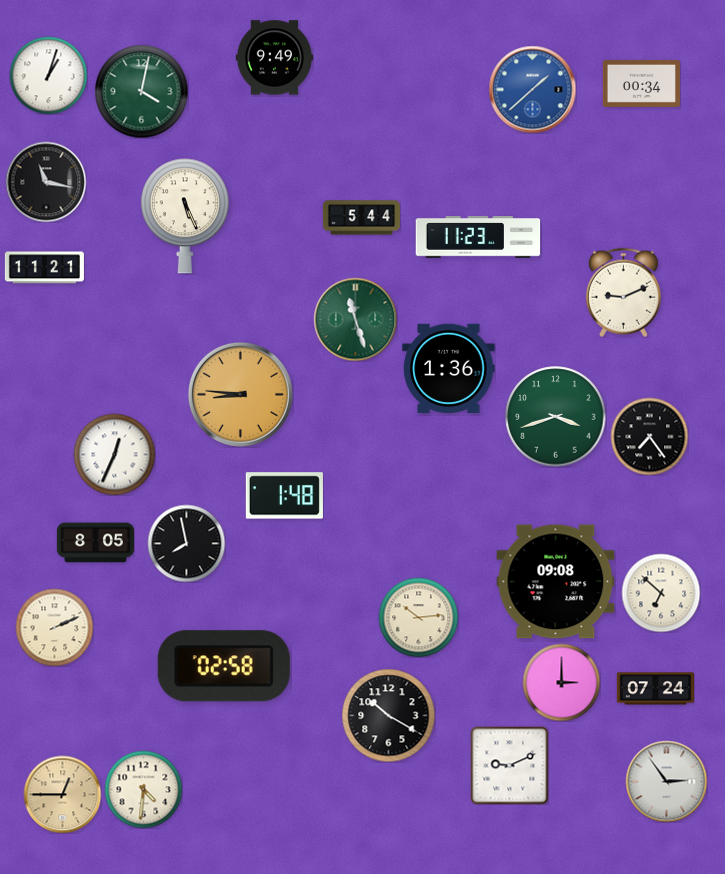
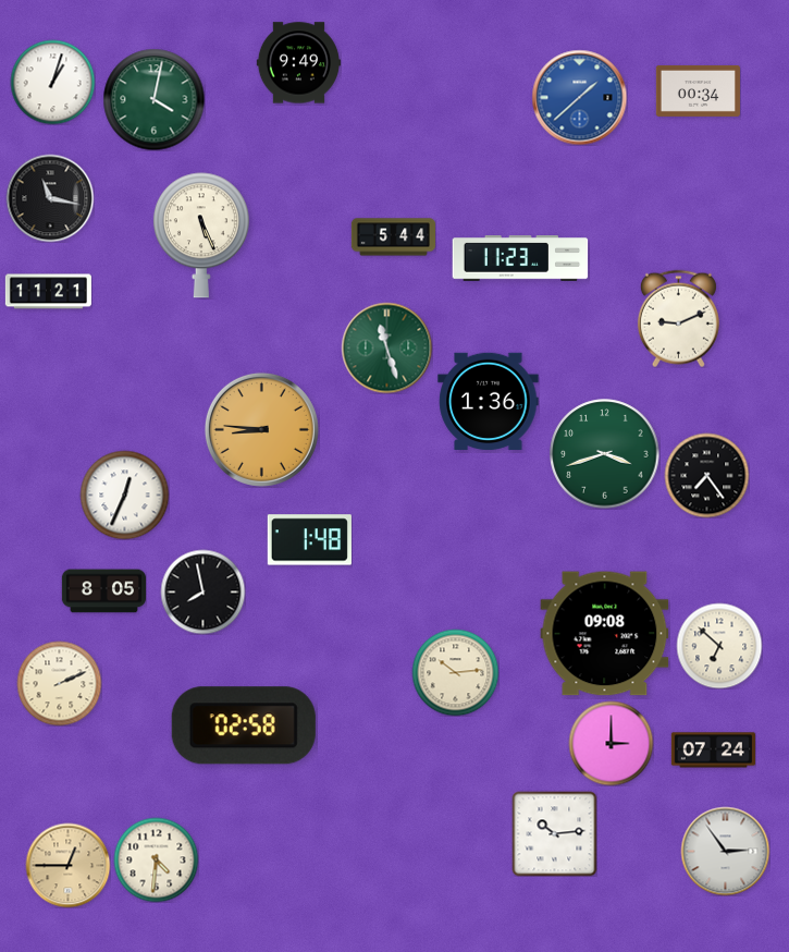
clock at (388, 715): 10:20 -> none
clock at (509, 765): 9:11 -> 10:14
